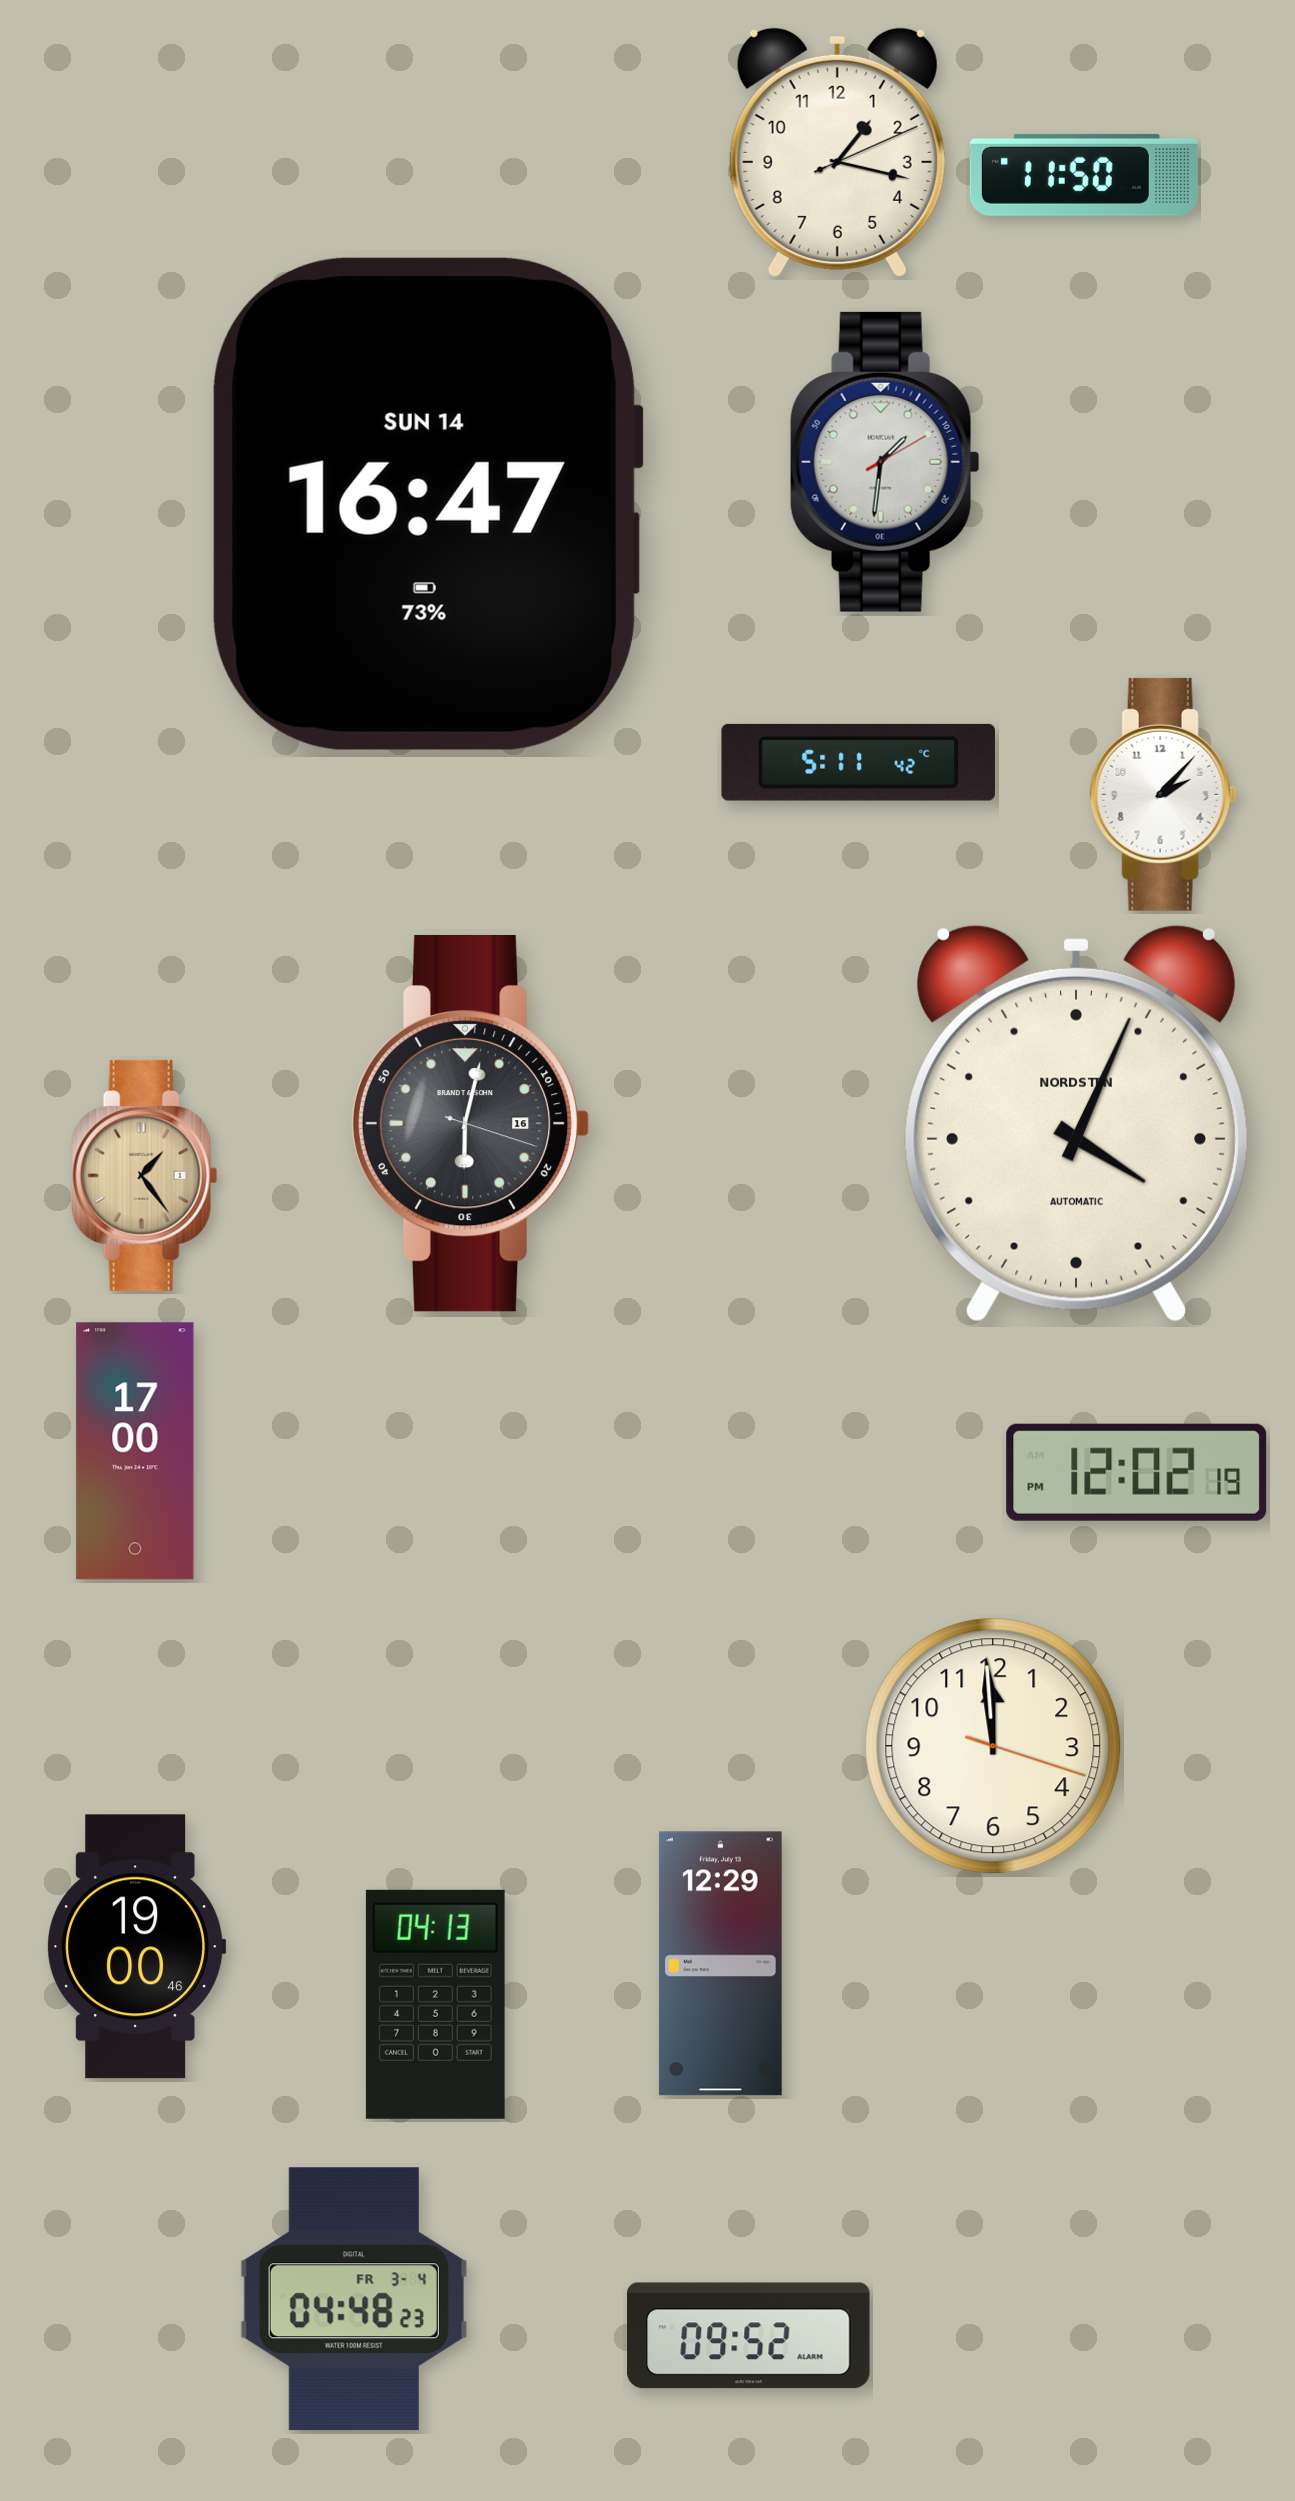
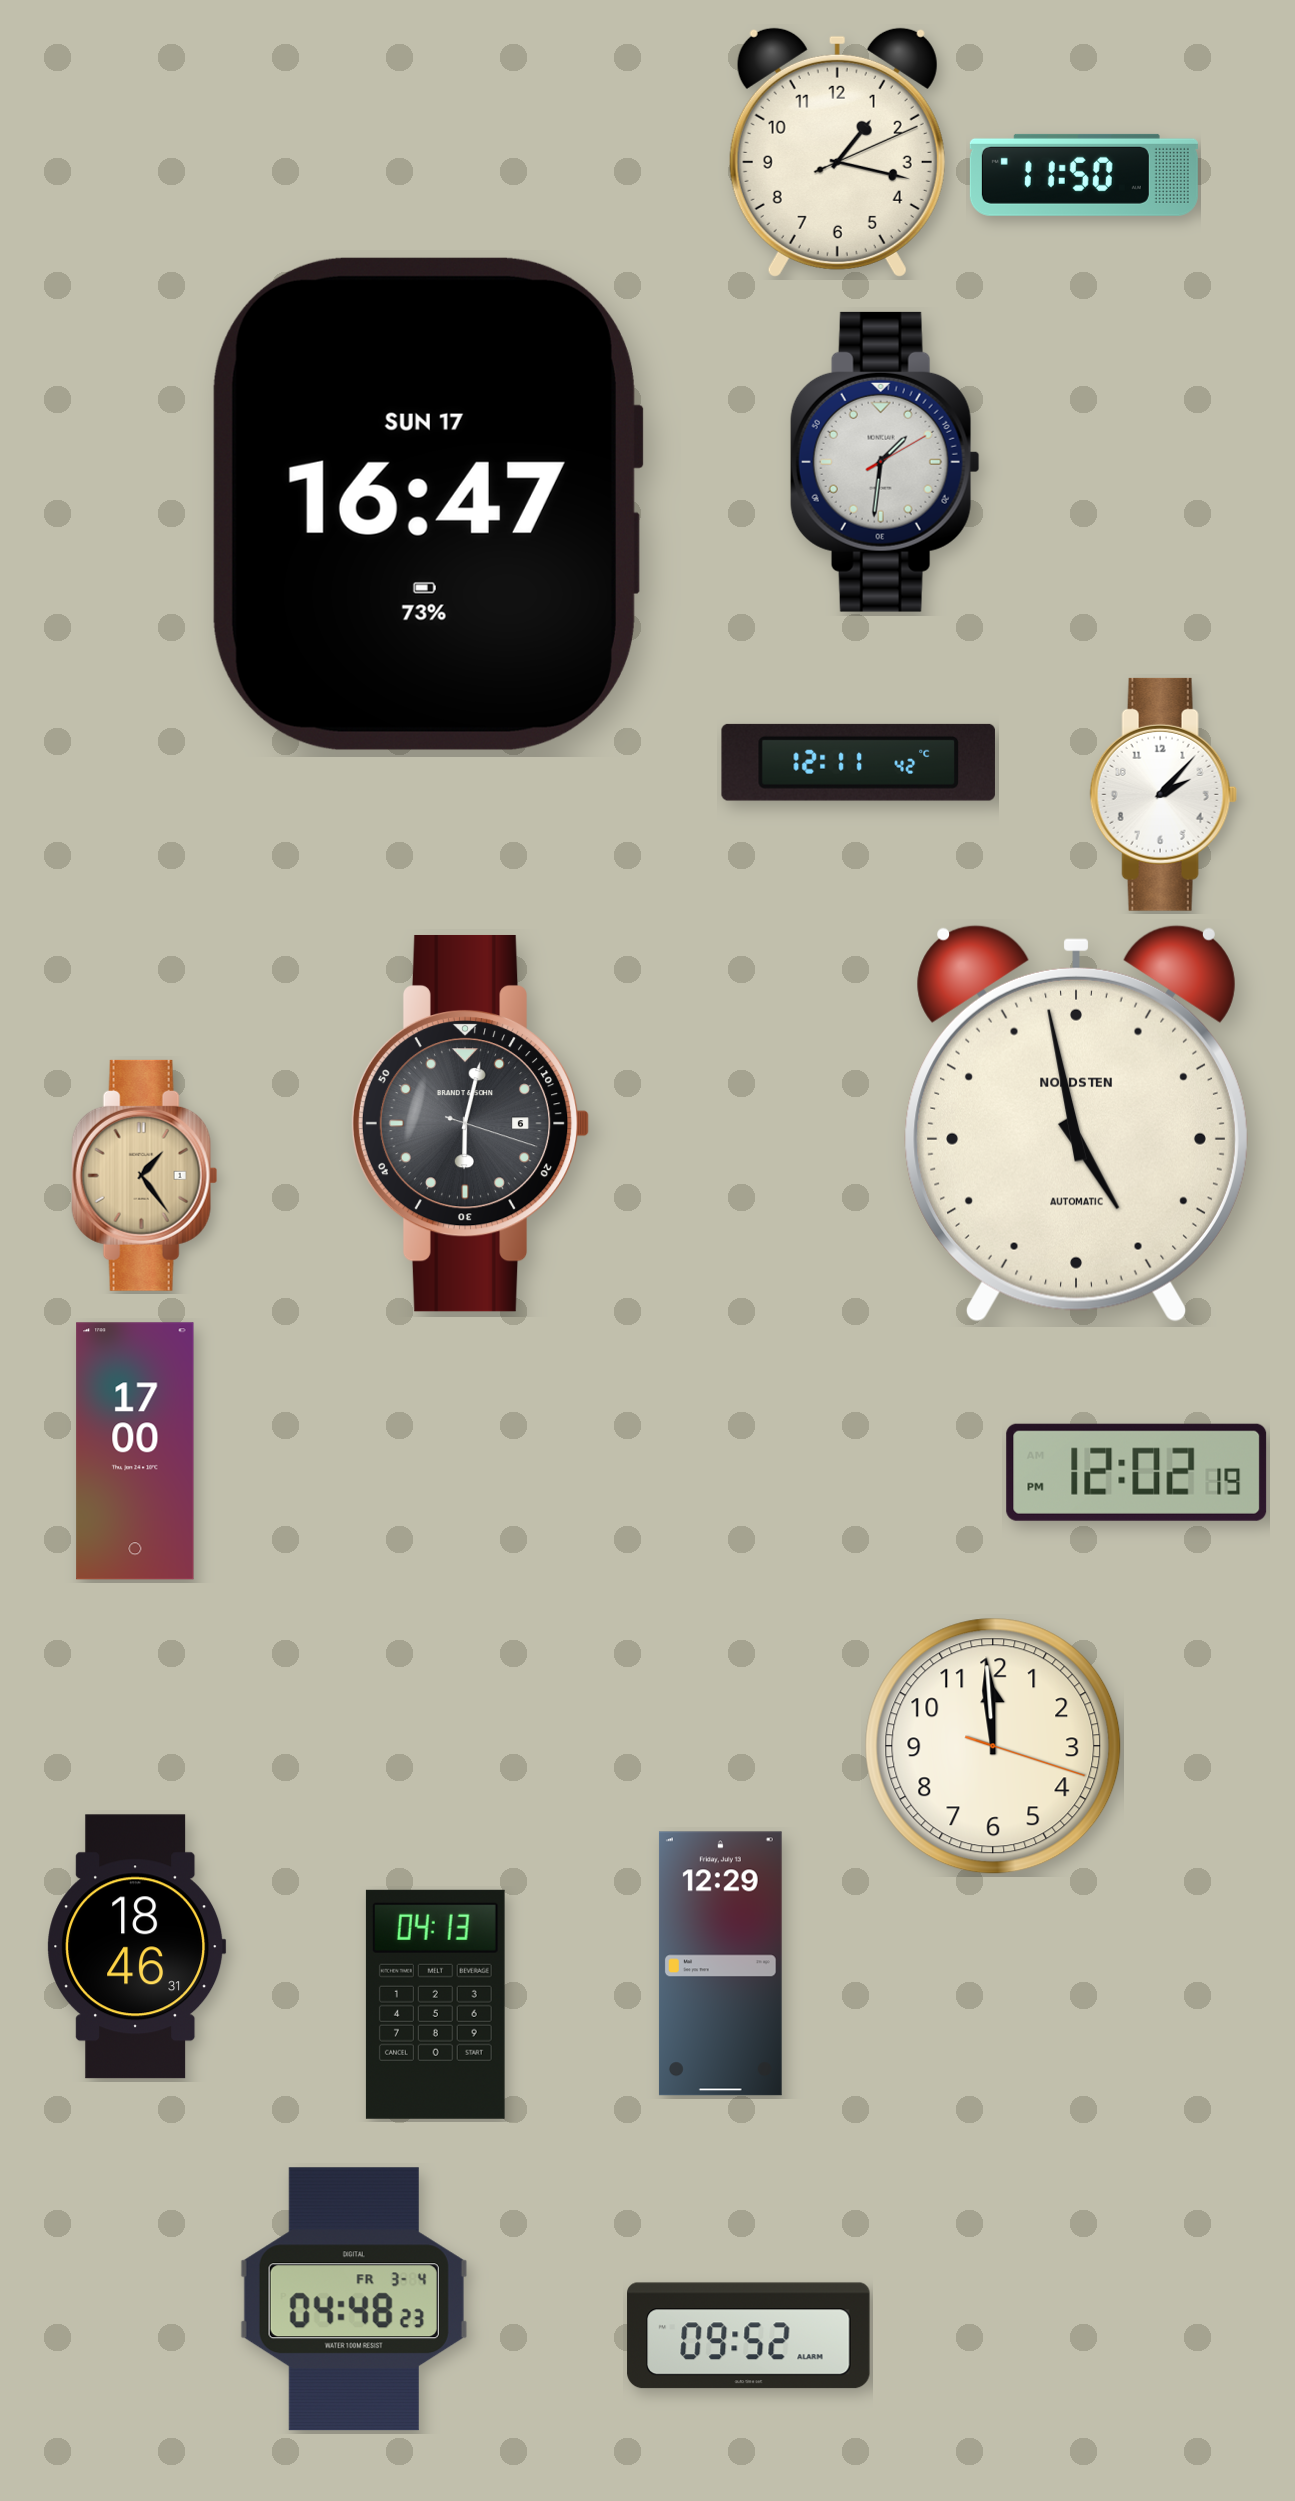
clock at (427, 504) date: SUN 14 -> SUN 17
clock at (858, 762): 5:11 -> 12:11
clock at (470, 1123) date: 16 -> 6
clock at (1076, 1123): 4:04 -> 4:58
clock at (137, 1947): 19:00 -> 18:46
